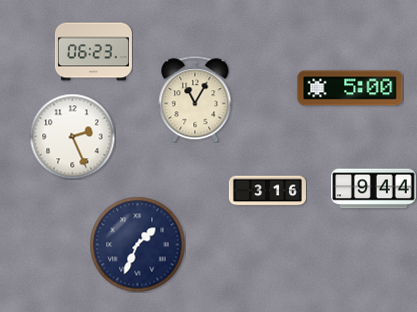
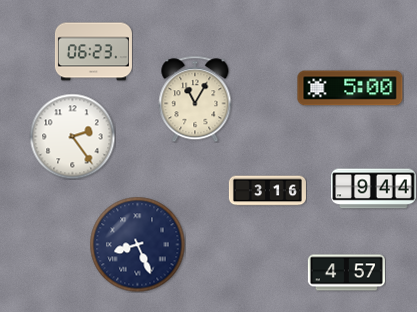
clock at (72, 136): 2:26 -> 2:24
clock at (137, 244): 1:34 -> 8:26
clock at (346, 273): none -> 4:57
